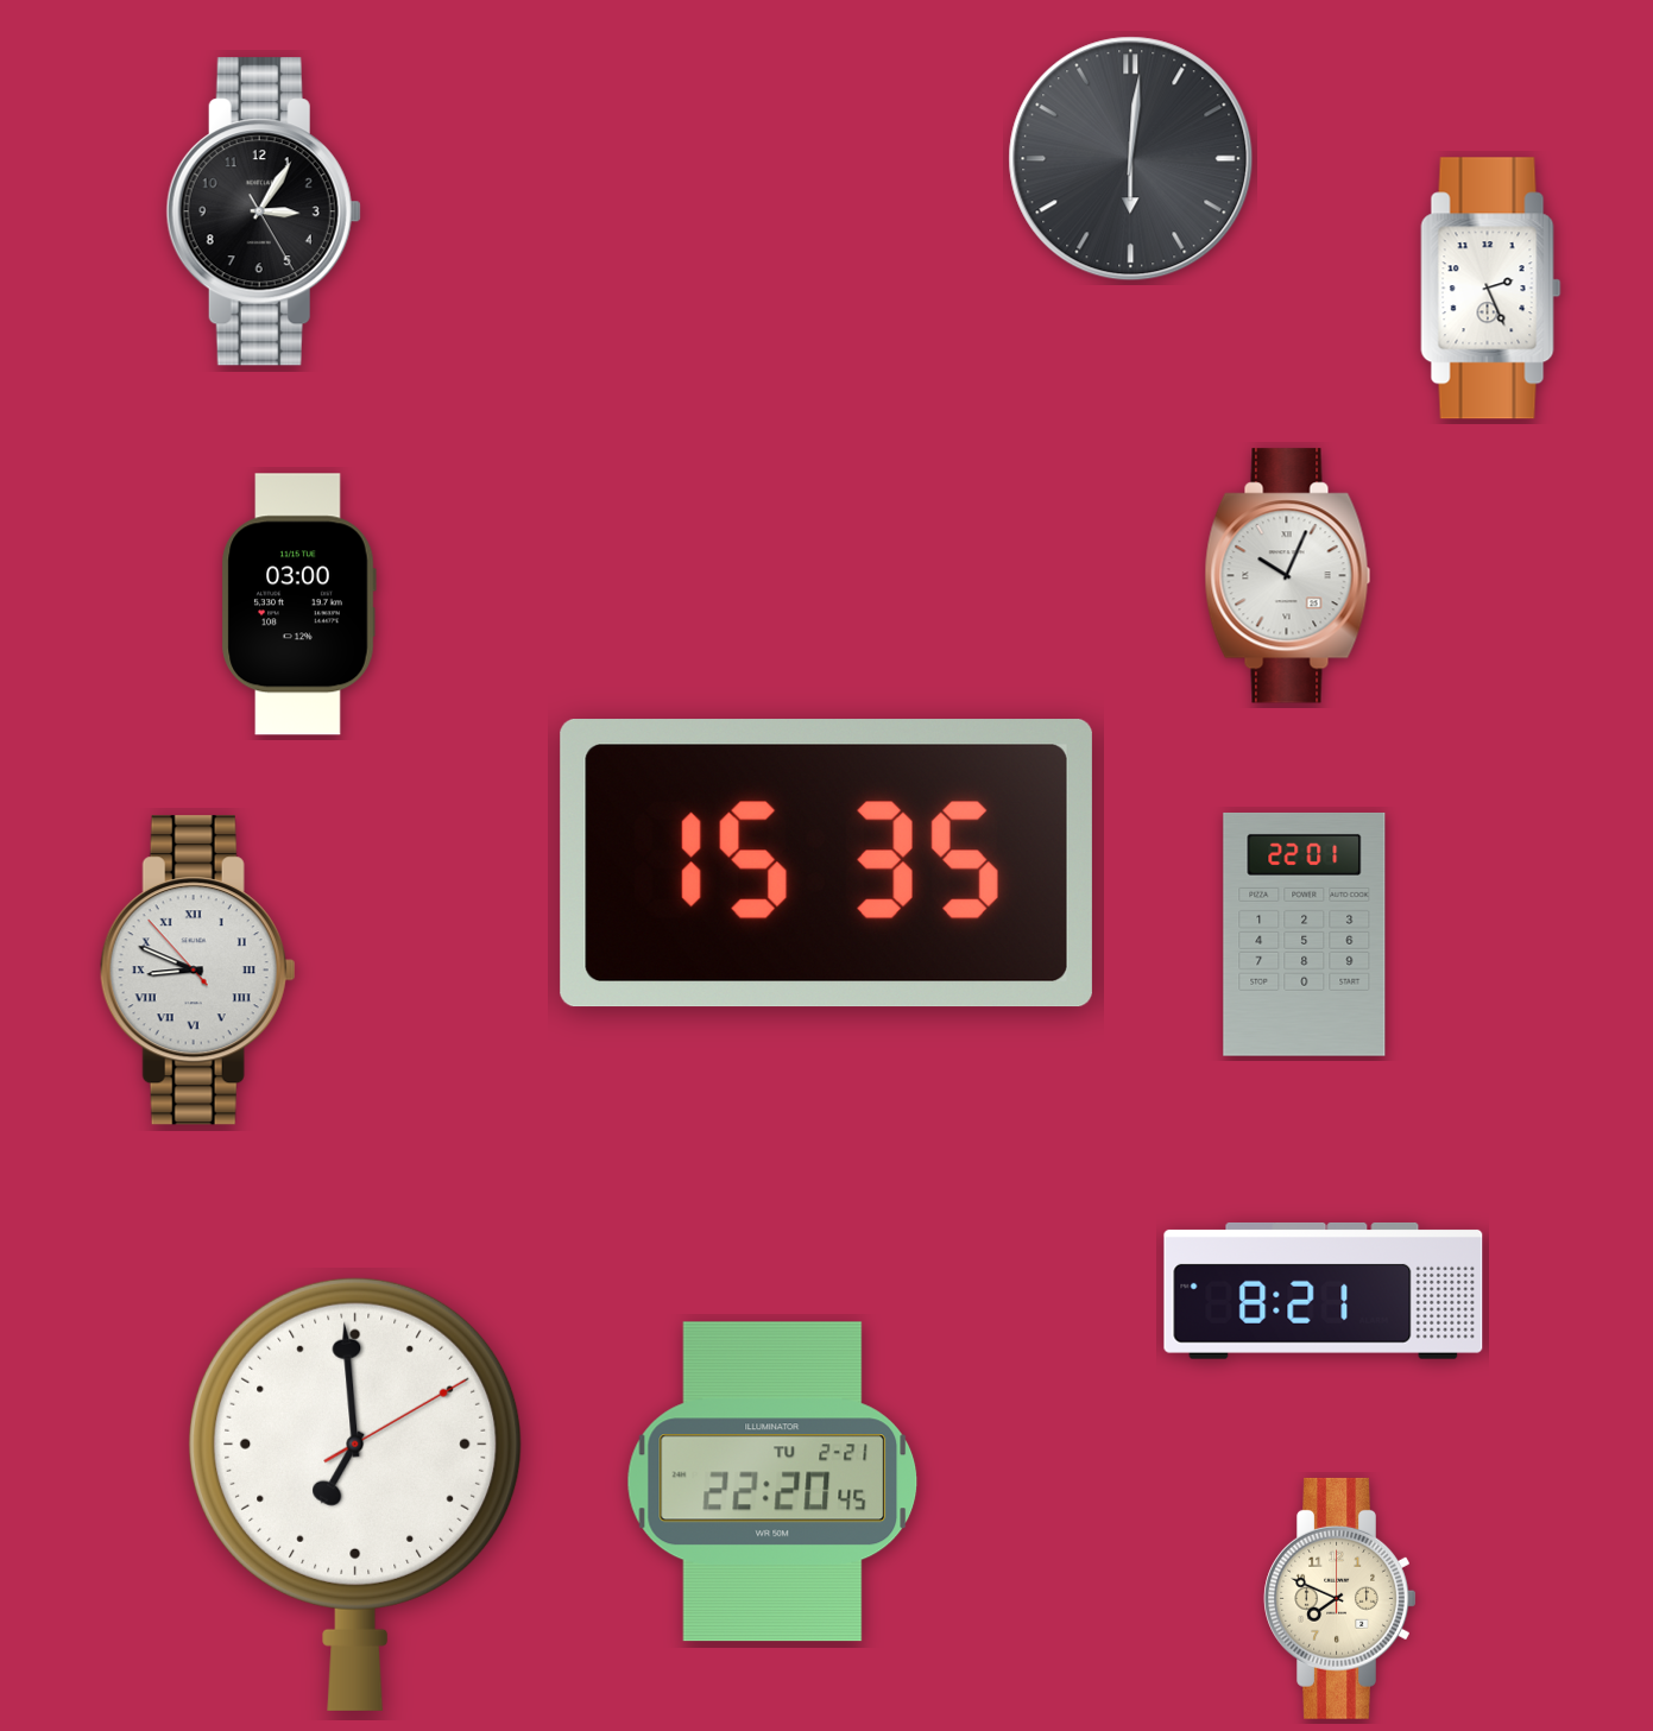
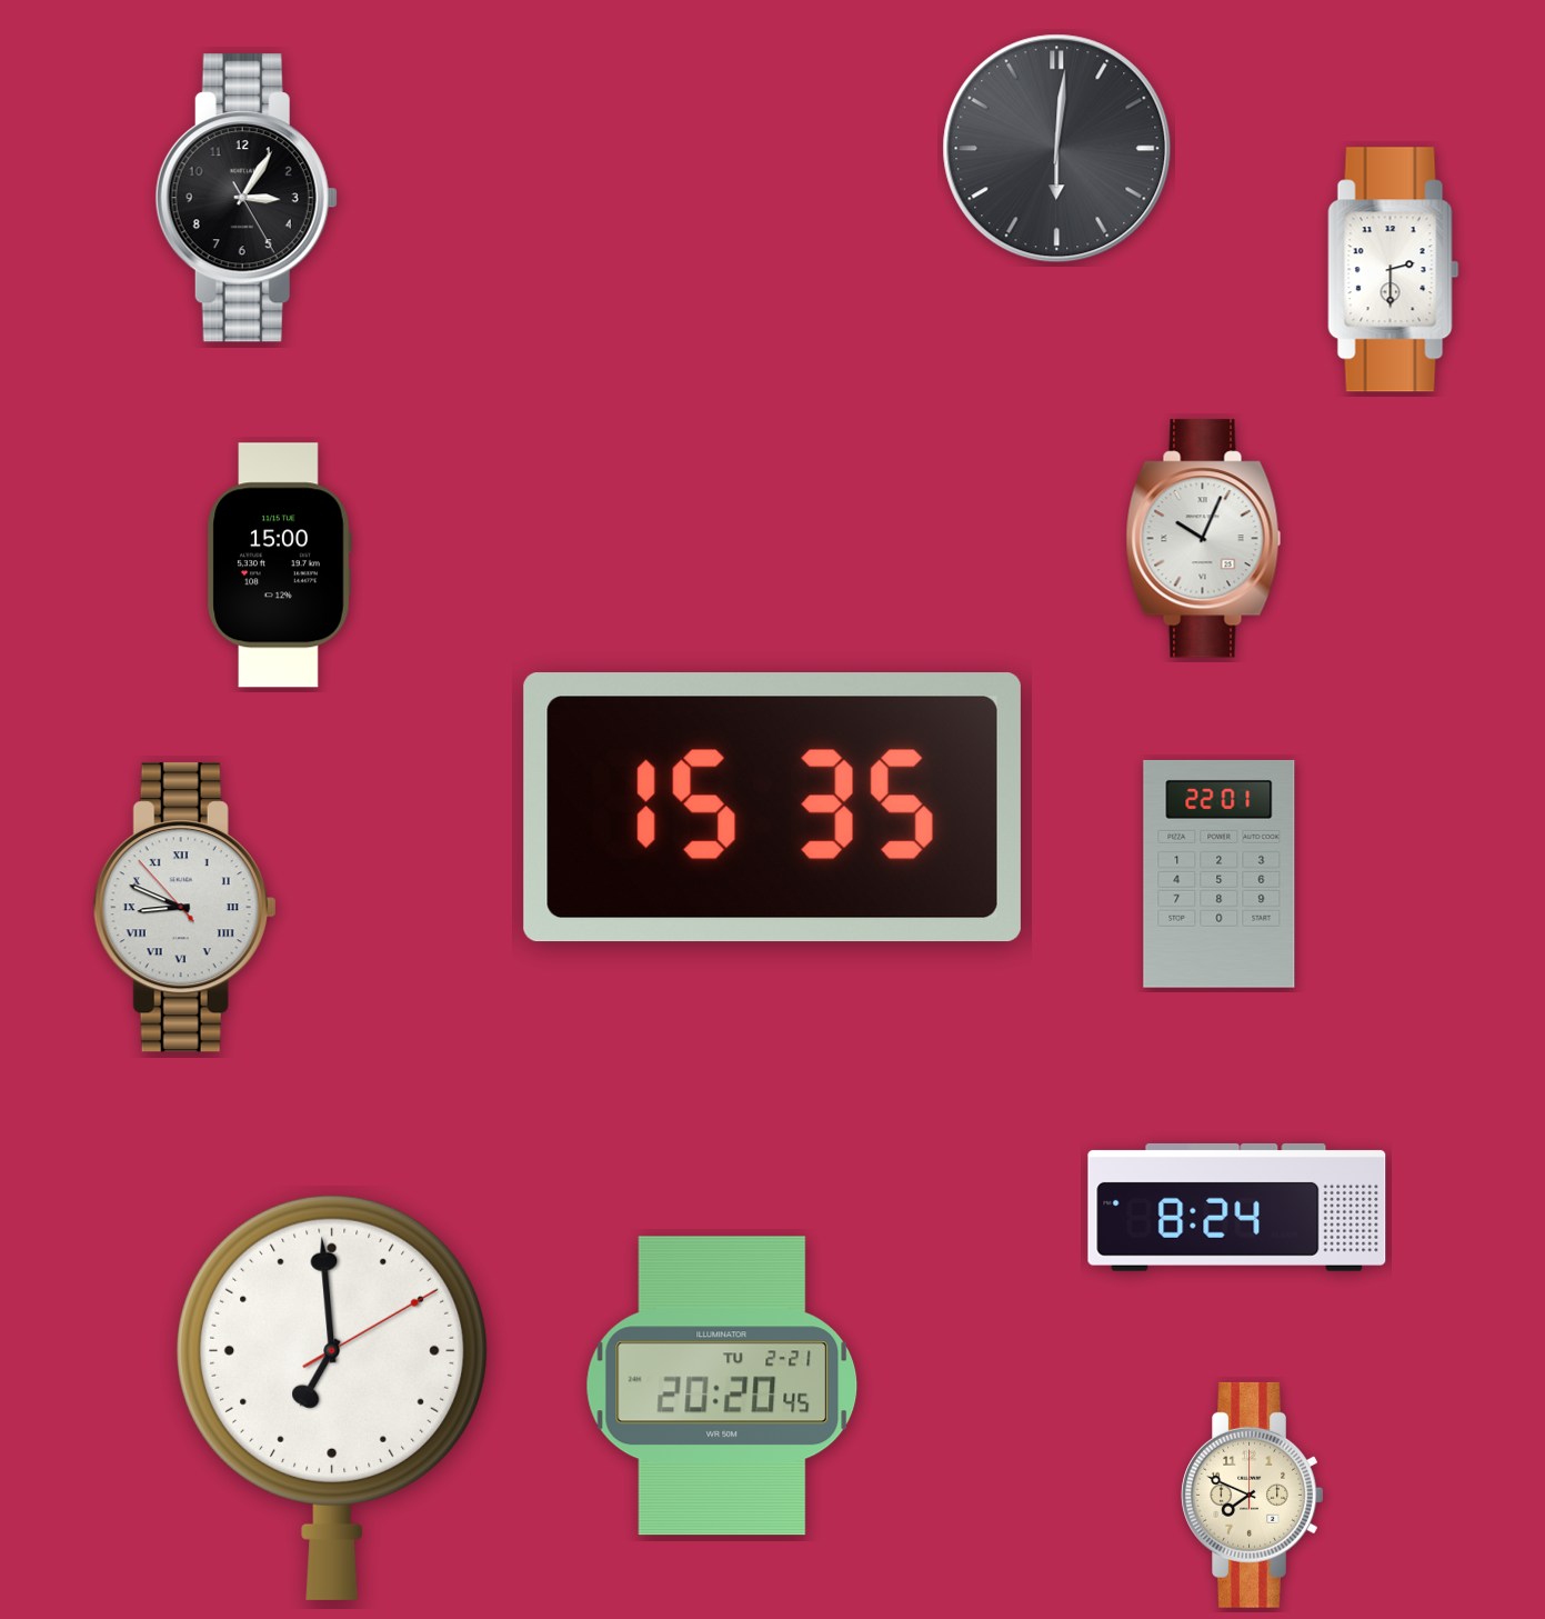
clock at (1491, 289): 2:26 -> 2:30
clock at (298, 605): 03:00 -> 15:00
clock at (1324, 1290): 8:21 -> 8:24
clock at (772, 1482): 22:20 -> 20:20
